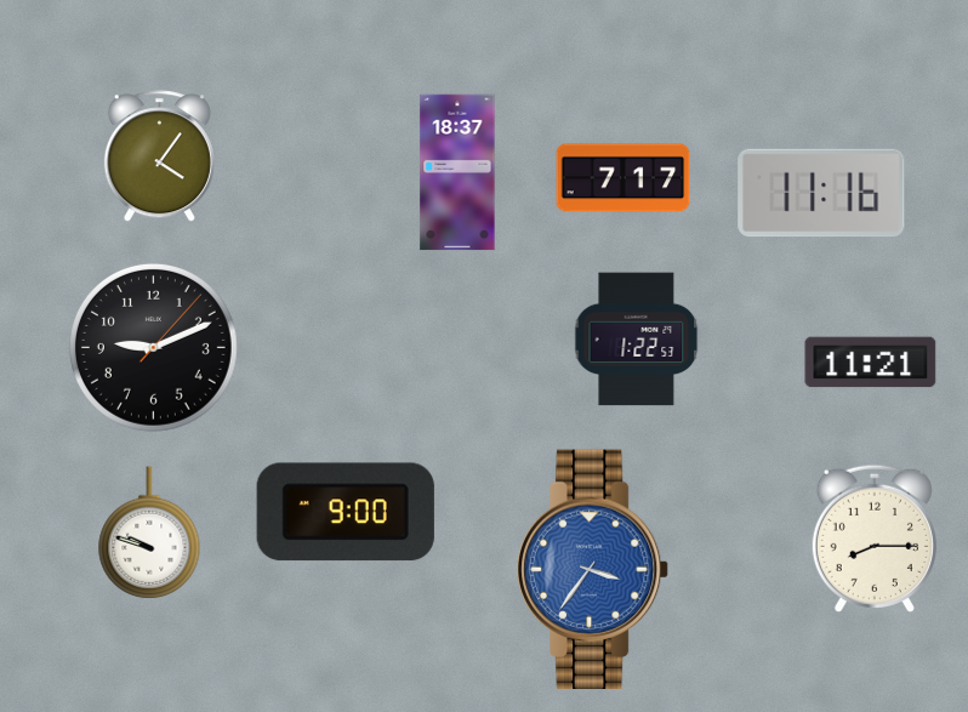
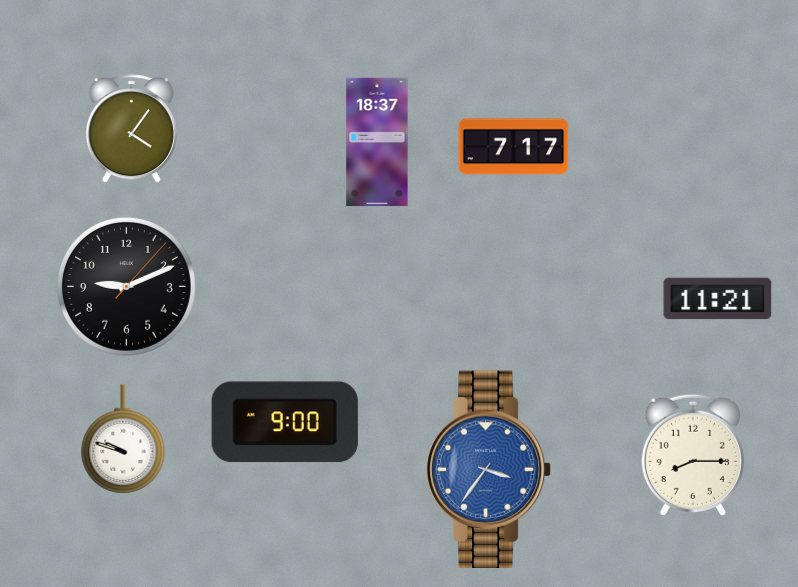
clock at (821, 193): 11:16 -> none
clock at (637, 340): 1:22 -> none
clock at (875, 539) position: (875, 539) -> (693, 455)
